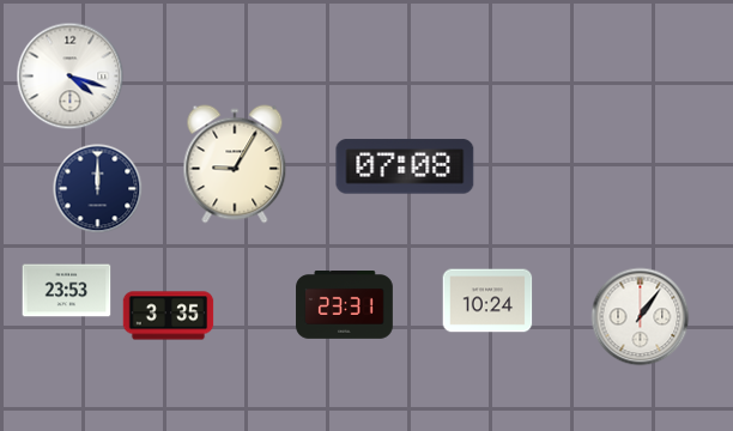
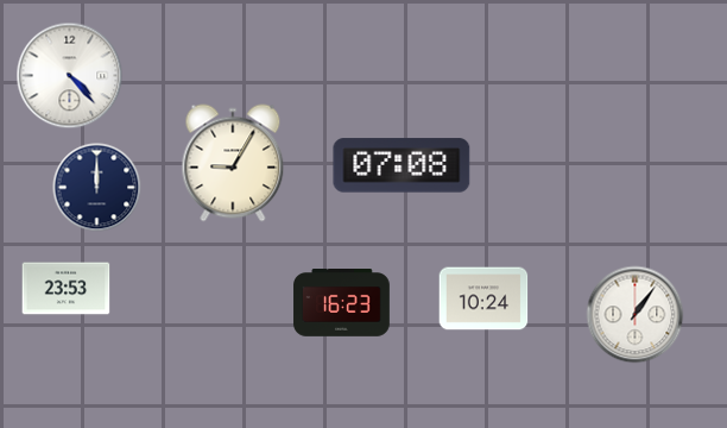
clock at (71, 77): 4:18 -> 4:23
clock at (345, 305): 23:31 -> 16:23
clock at (169, 316): 3:35 -> none
